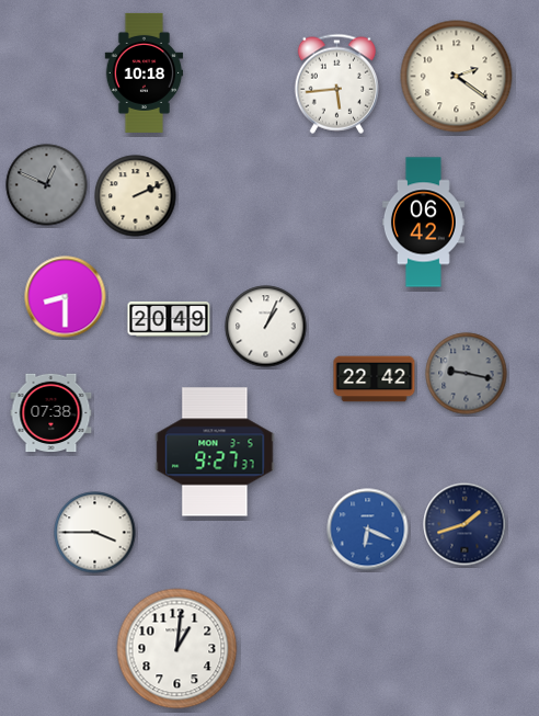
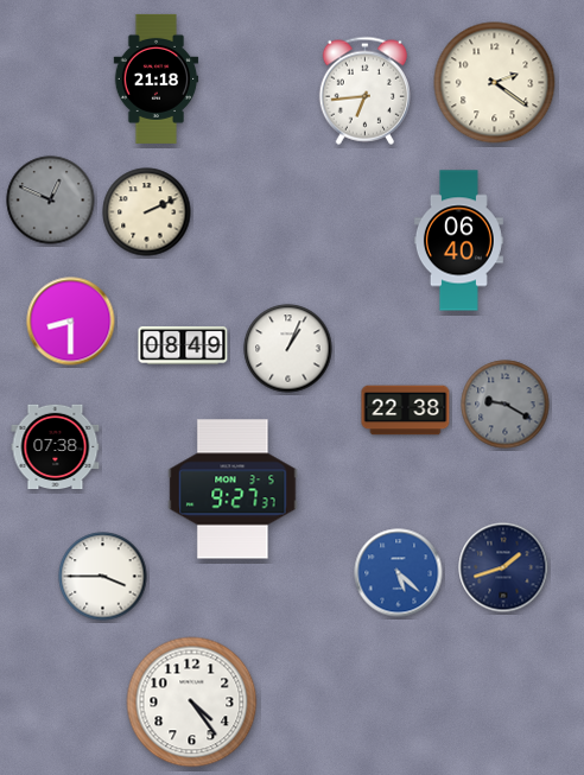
clock at (145, 72): 10:18 -> 21:18
clock at (336, 83): 5:44 -> 6:44
clock at (423, 223): 06:42 -> 06:40
clock at (169, 319): 20:49 -> 08:49
clock at (266, 327) position: (266, 327) -> (288, 349)
clock at (467, 374): 9:17 -> 9:20
clock at (375, 379): 22:42 -> 22:38
clock at (368, 530): 6:19 -> 5:22
clock at (177, 649): 1:01 -> 4:24
